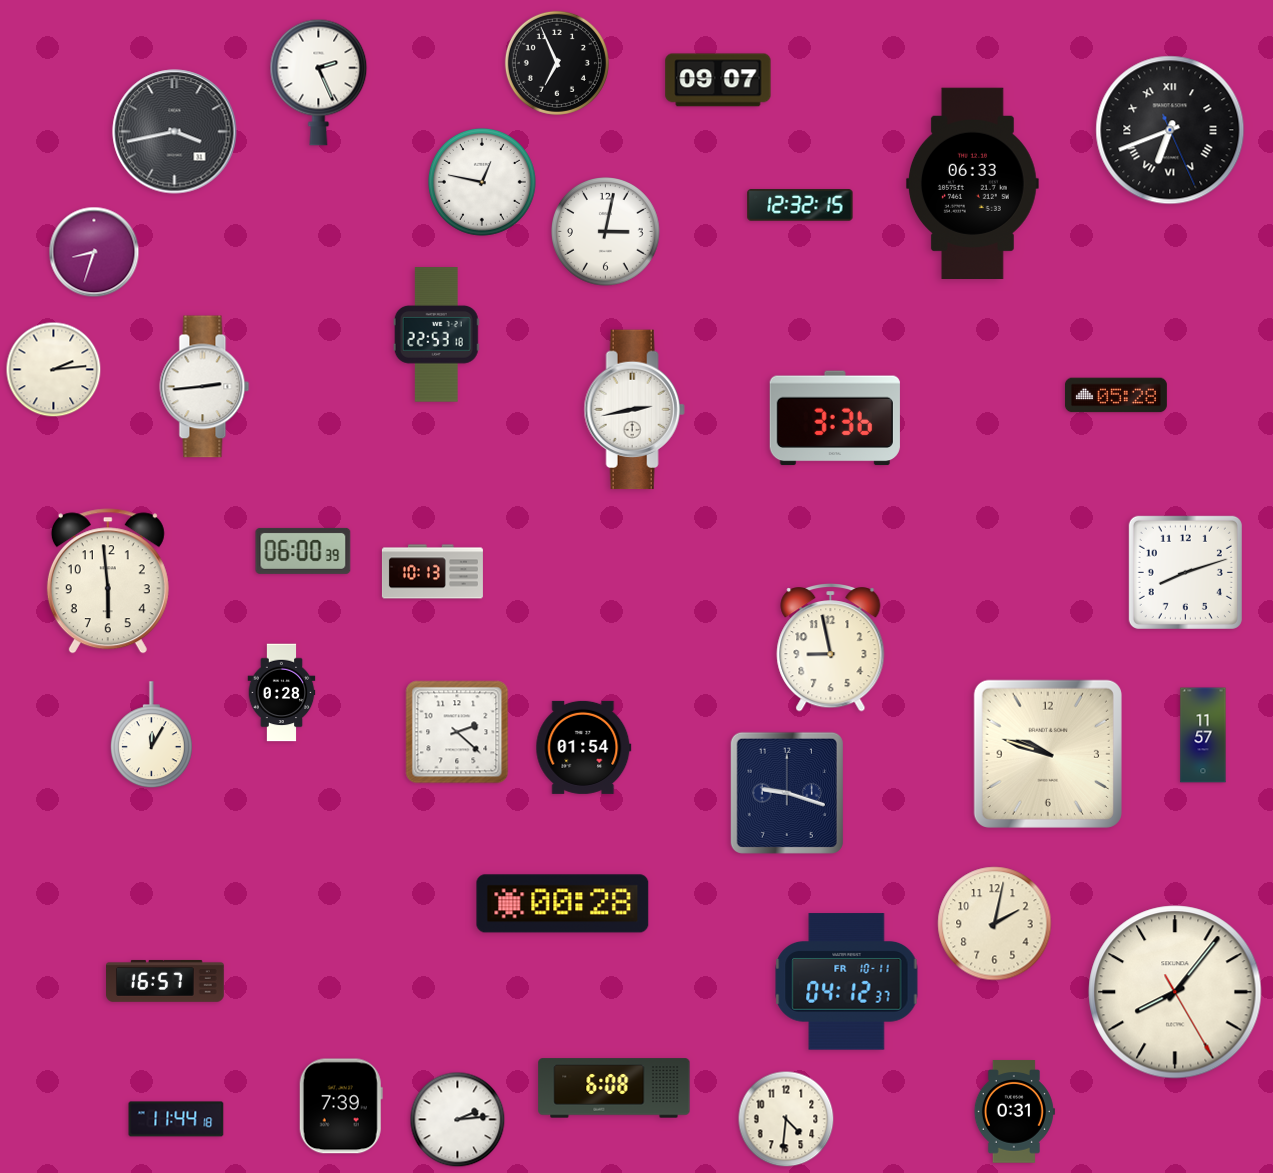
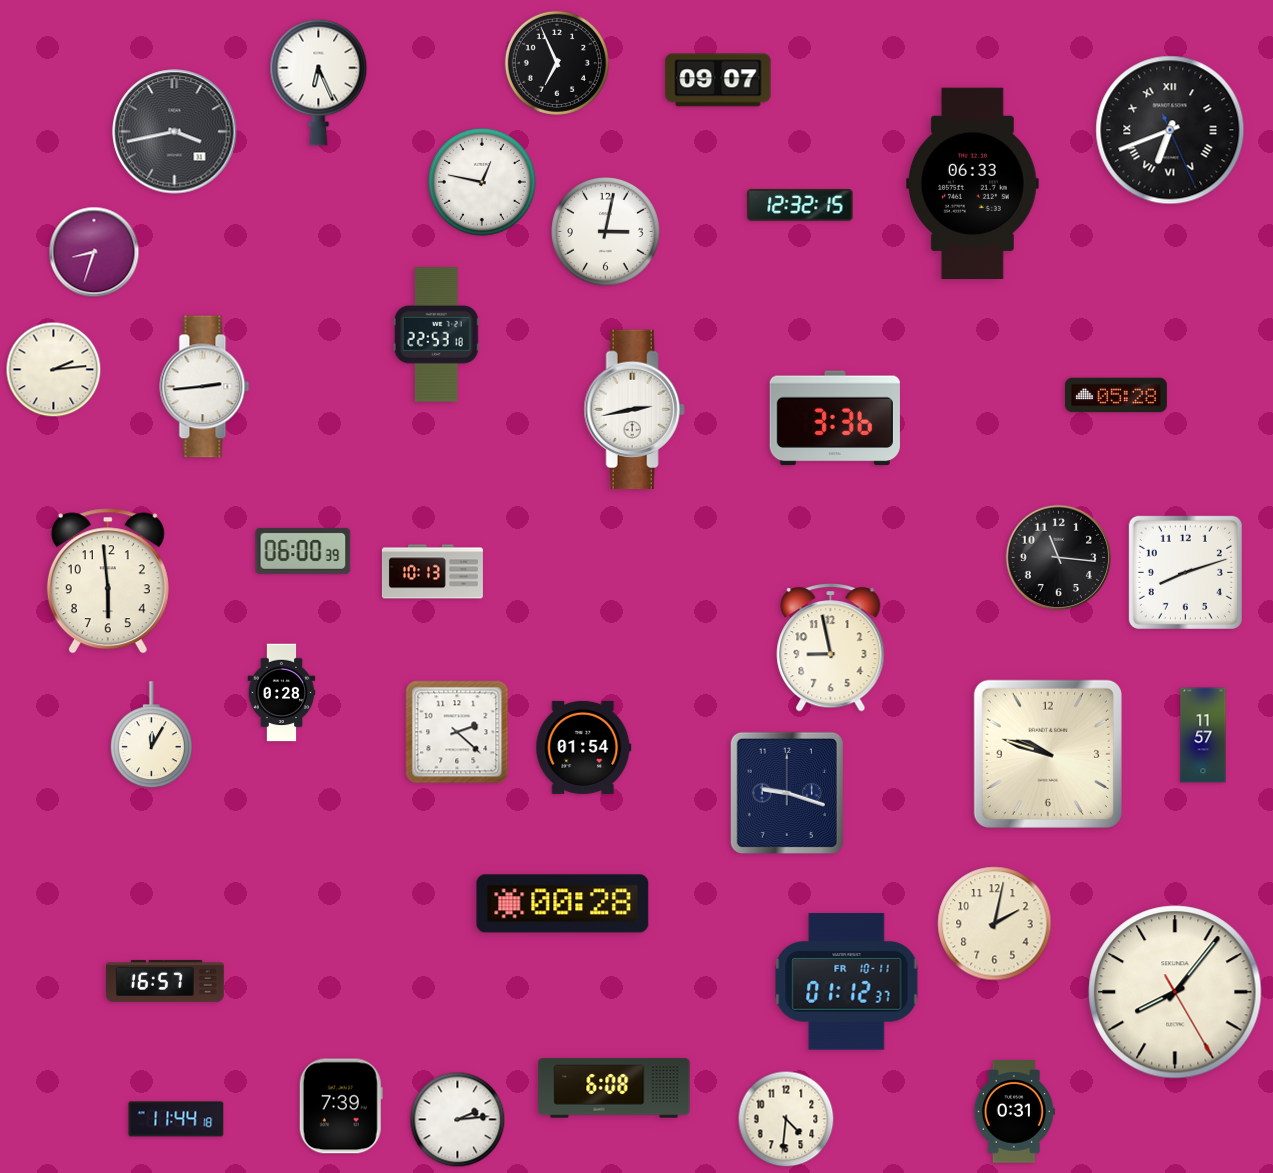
clock at (319, 82): 2:26 -> 6:26
clock at (1059, 558): none -> 11:16
clock at (847, 982): 04:12 -> 01:12
